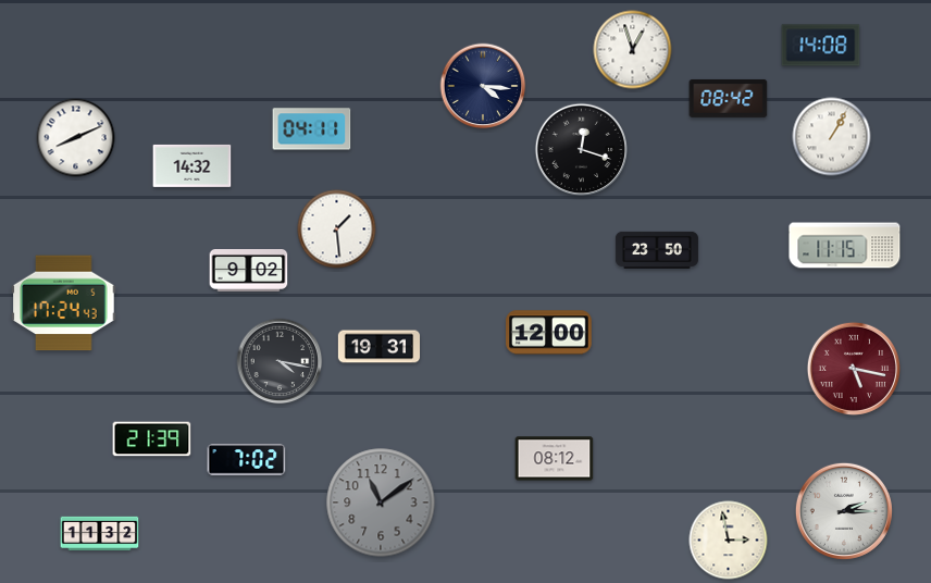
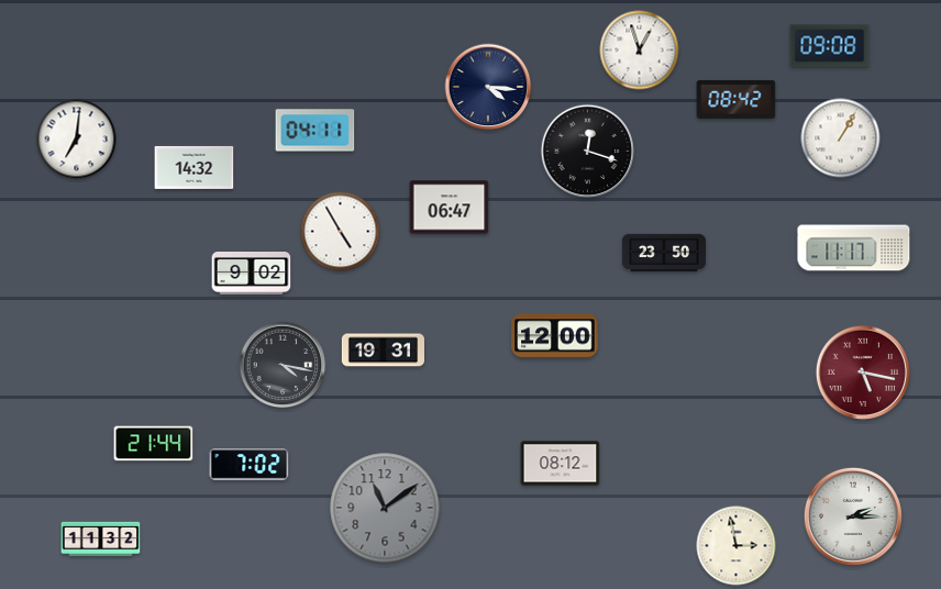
clock at (821, 46): 14:08 -> 09:08
clock at (76, 138): 8:11 -> 7:01
clock at (450, 208): none -> 06:47
clock at (337, 230): 1:29 -> 4:55
clock at (845, 246): 11:15 -> 11:17
clock at (64, 303): 17:24 -> none
clock at (152, 439): 21:39 -> 21:44
